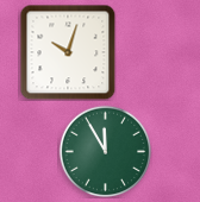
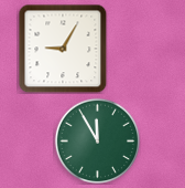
clock at (68, 52): 10:03 -> 9:05
